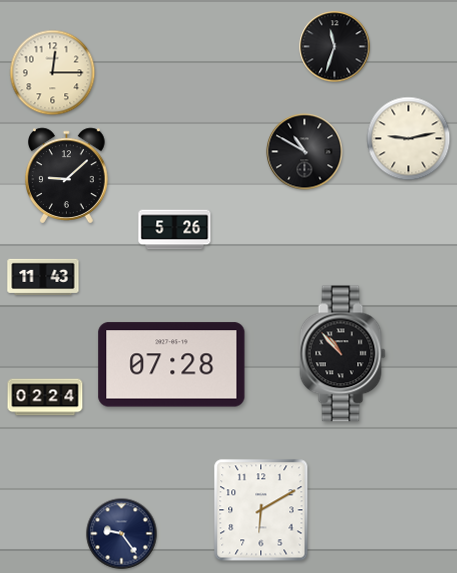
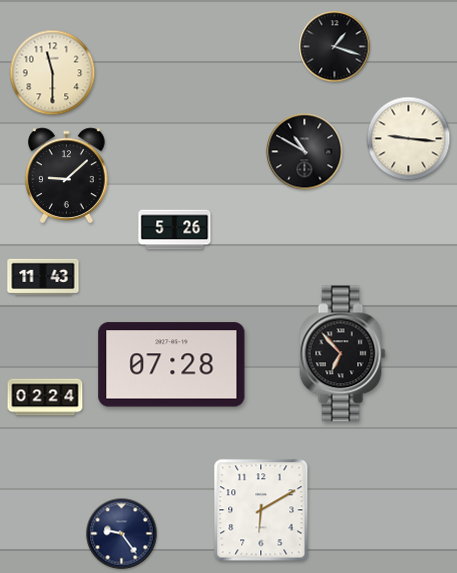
clock at (335, 47): 11:33 -> 1:18
clock at (53, 73): 12:15 -> 11:30
clock at (409, 139): 9:13 -> 9:16
clock at (343, 354): 10:53 -> 6:53
